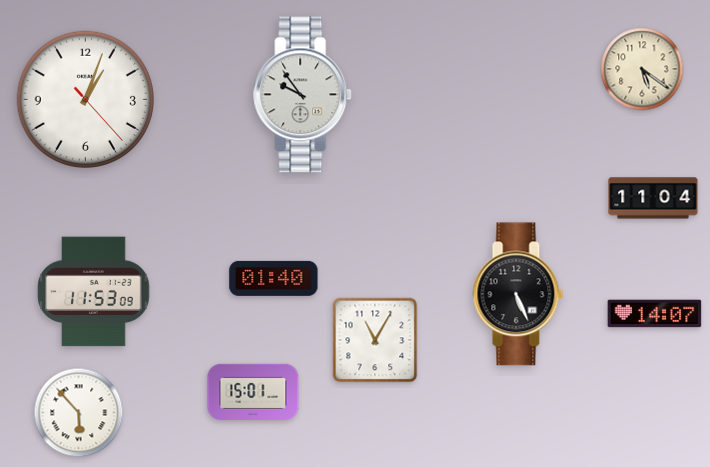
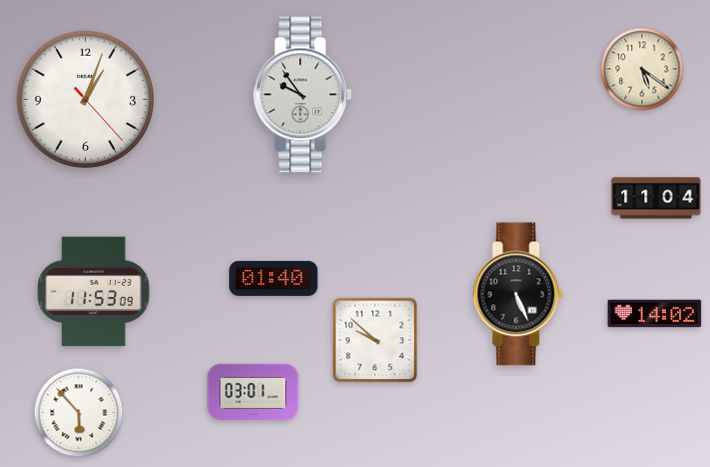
clock at (653, 198) position: (653, 198) -> (656, 198)
clock at (655, 314): 14:07 -> 14:02
clock at (375, 340): 11:05 -> 9:52
clock at (253, 392): 15:01 -> 03:01
